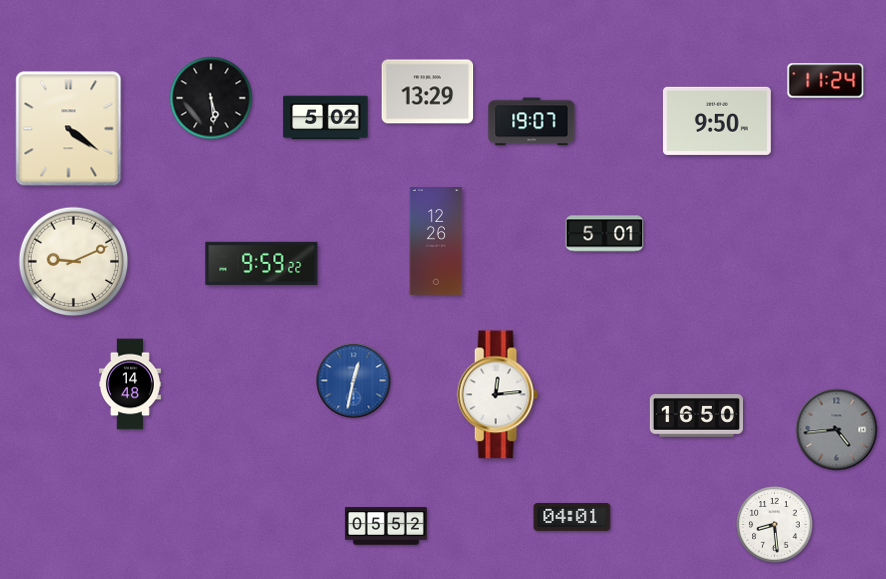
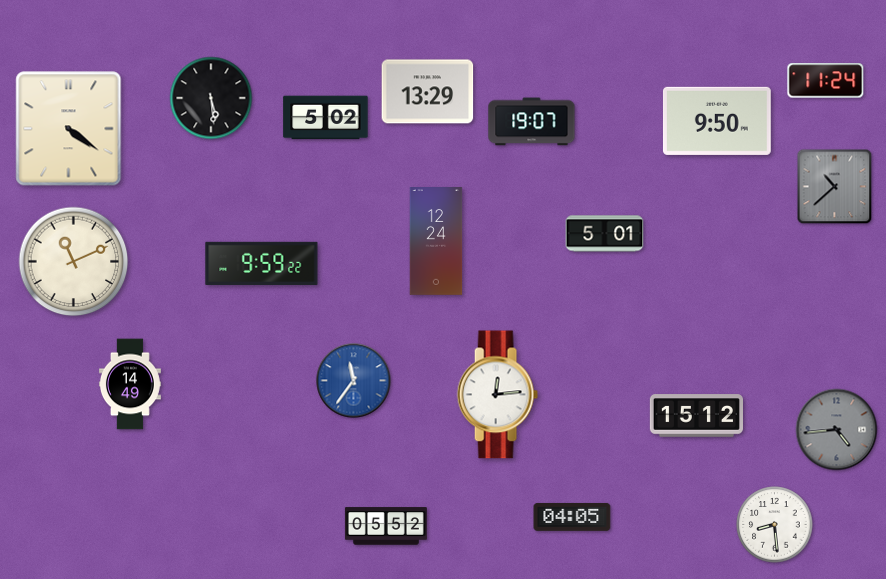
clock at (835, 187): none -> 10:38
clock at (436, 242): 12:26 -> 12:24
clock at (74, 262): 9:11 -> 11:11
clock at (354, 381): 12:32 -> 11:36
clock at (130, 384): 14:48 -> 14:49
clock at (696, 416): 16:50 -> 15:12
clock at (572, 517): 04:01 -> 04:05
